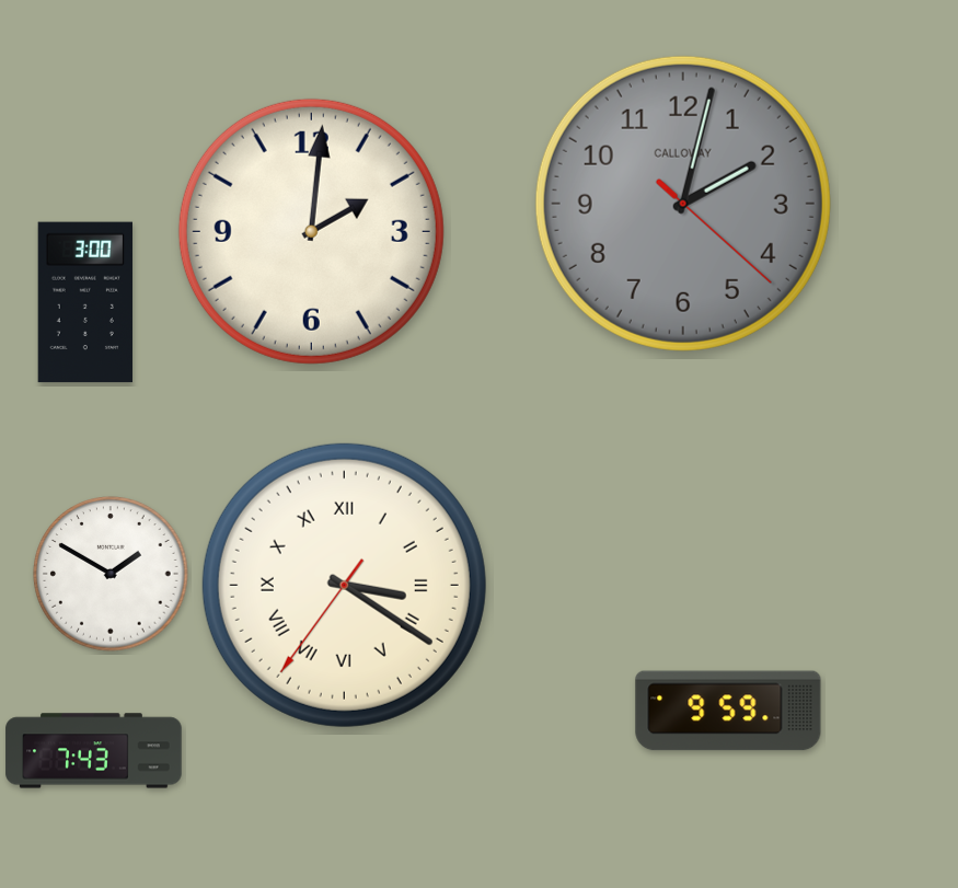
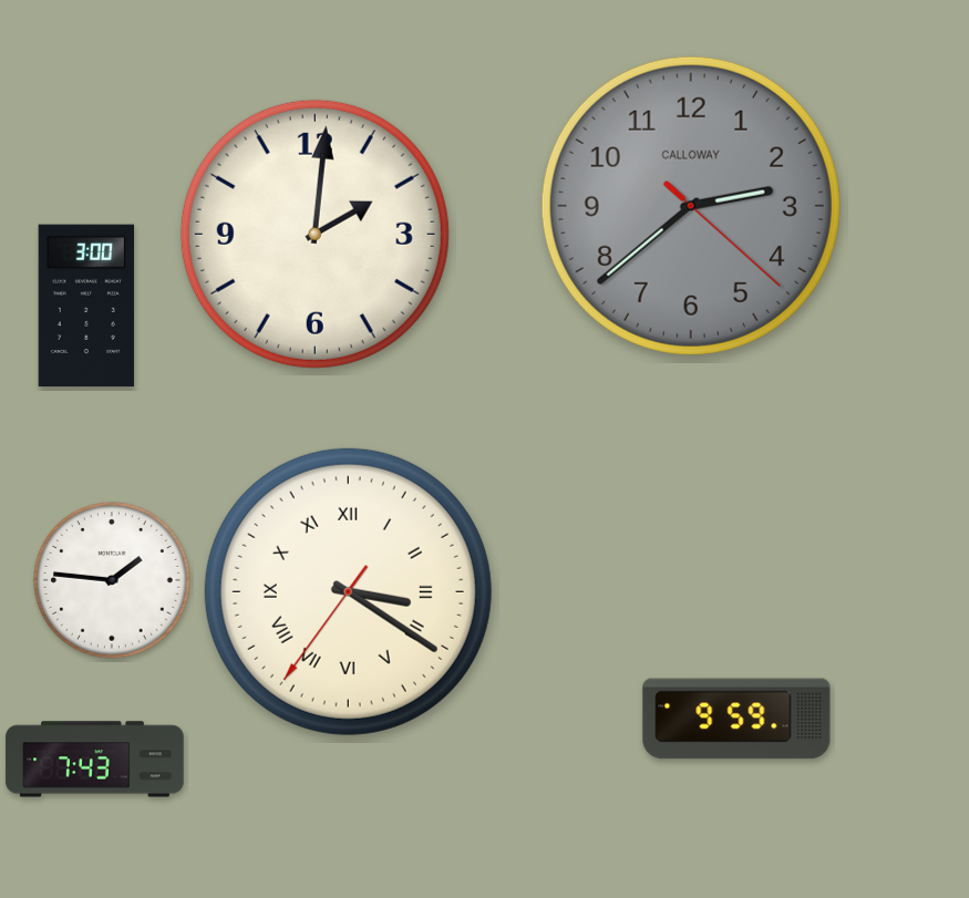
clock at (683, 204): 2:02 -> 2:38
clock at (111, 574): 1:50 -> 1:46
